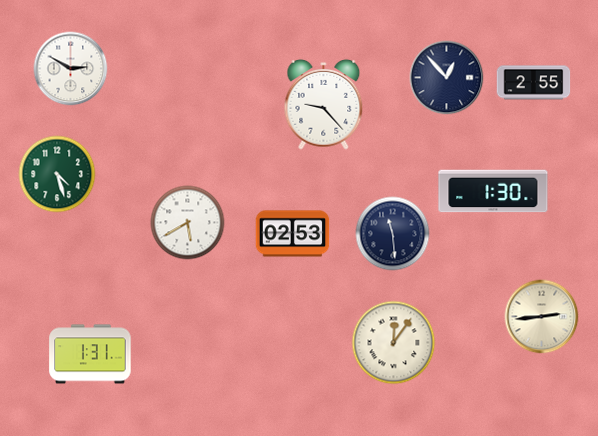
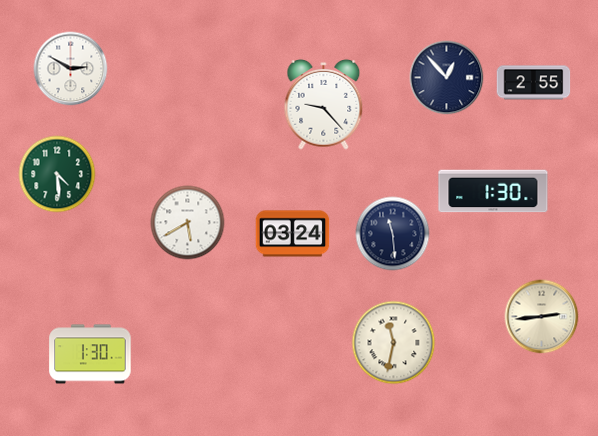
clock at (57, 174): 4:27 -> 4:29
clock at (293, 234): 02:53 -> 03:24
clock at (394, 343): 12:06 -> 11:32
clock at (90, 354): 1:31 -> 1:30
